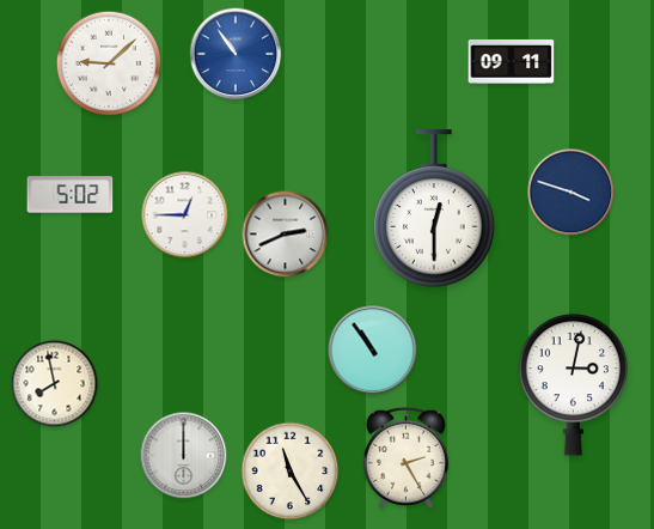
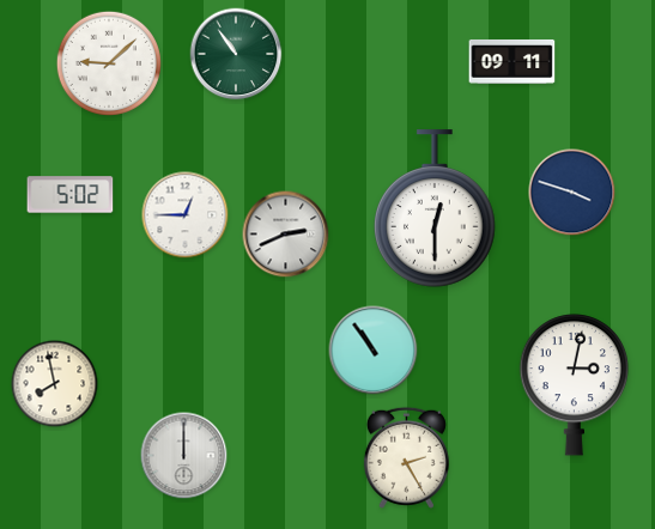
clock at (236, 54) dial: blue -> green
clock at (291, 472): 11:25 -> none
